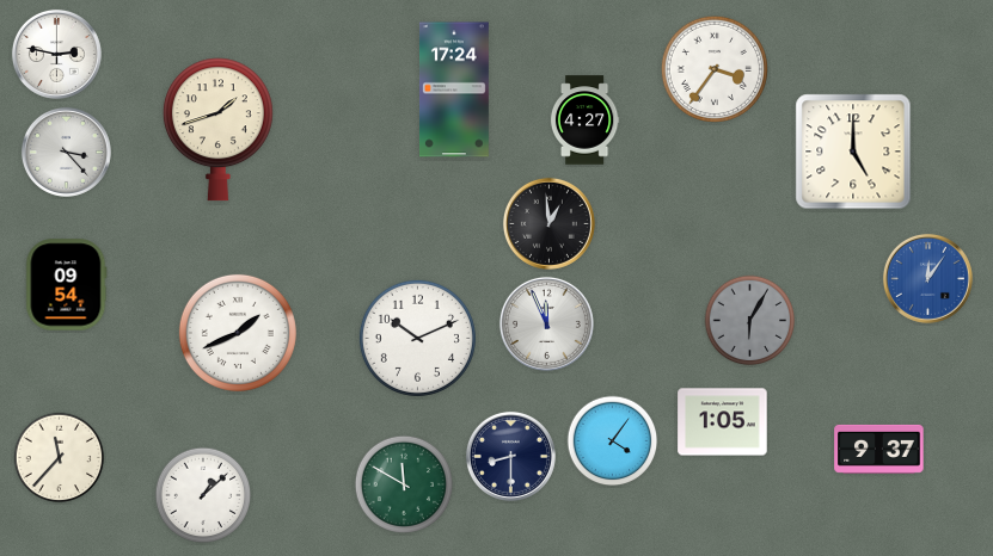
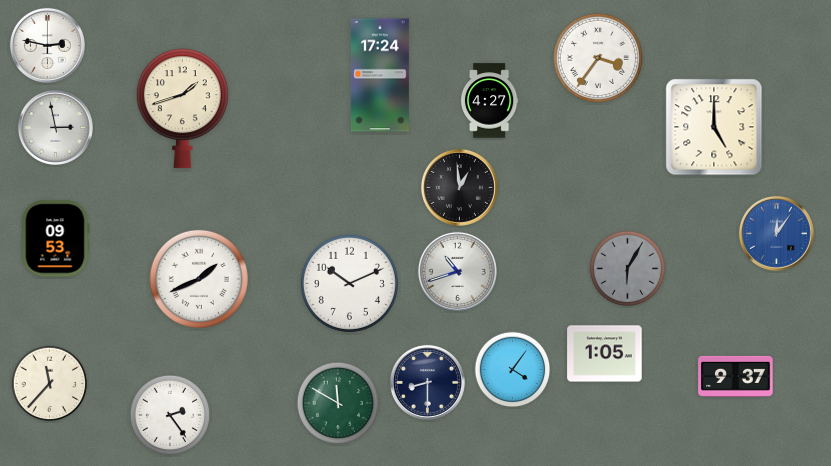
clock at (66, 152): 3:23 -> 2:58
clock at (67, 285): 09:54 -> 09:53
clock at (546, 323): 11:56 -> 10:42
clock at (404, 484) position: (404, 484) -> (338, 403)
clock at (203, 495): 1:08 -> 2:24
